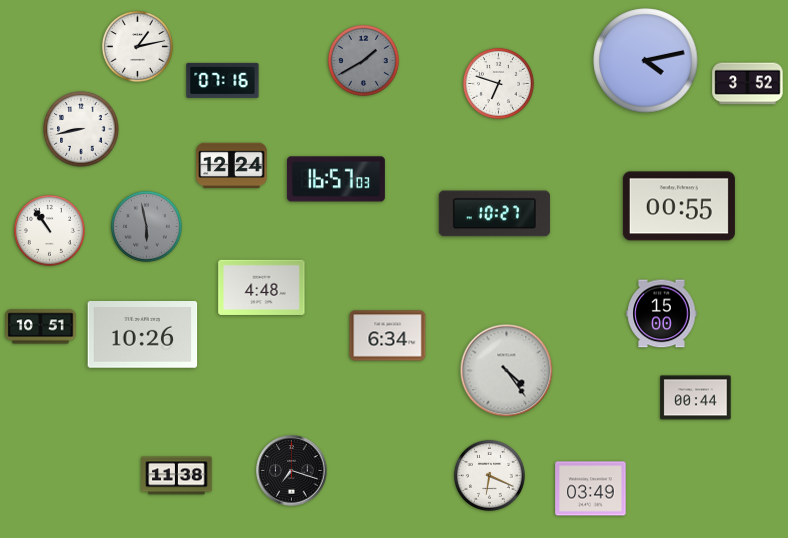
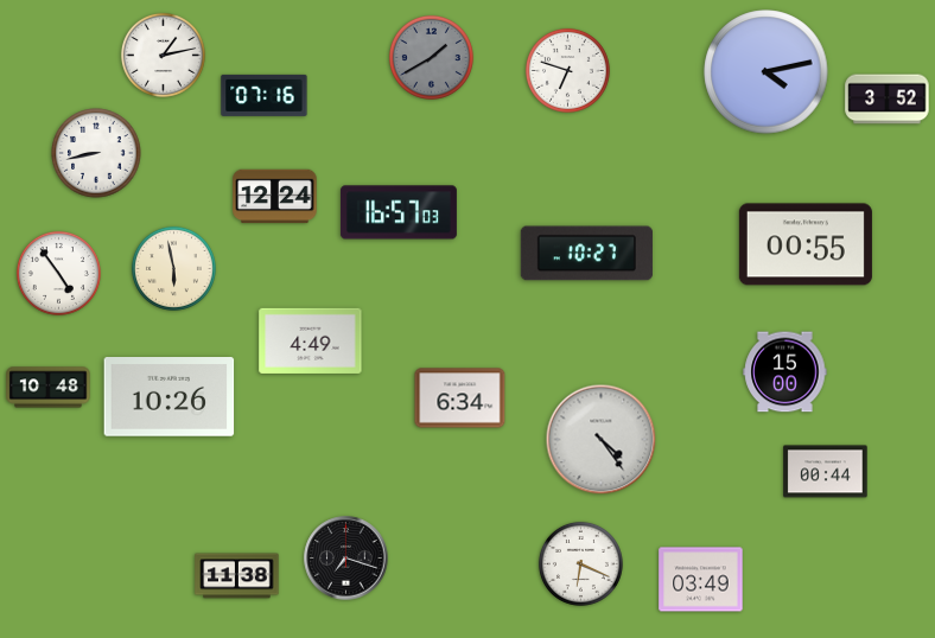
clock at (363, 60) position: (363, 60) -> (431, 57)
clock at (498, 83) position: (498, 83) -> (567, 70)
clock at (146, 226) dial: grey -> cream
clock at (49, 230): 10:54 -> 4:54
clock at (262, 287): 4:48 -> 4:49
clock at (41, 327): 10:51 -> 10:48
clock at (177, 476) position: (177, 476) -> (237, 576)
